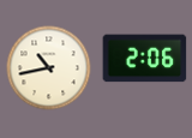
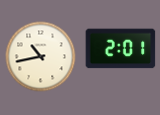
clock at (145, 59): 2:06 -> 2:01
